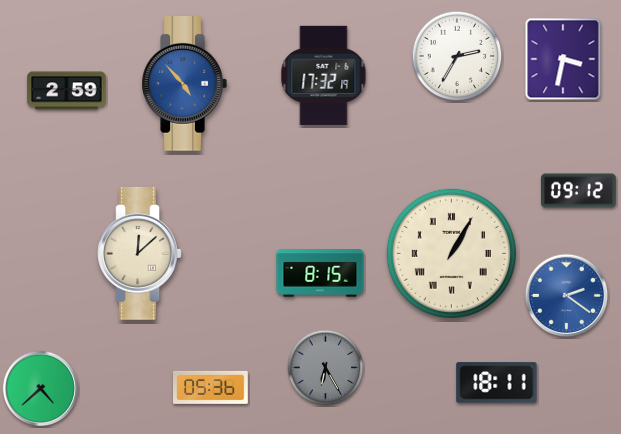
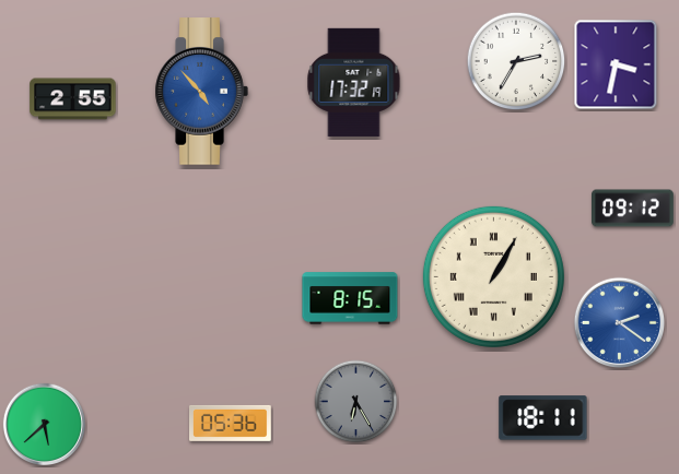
clock at (457, 56) position: (457, 56) -> (516, 61)
clock at (67, 91): 2:59 -> 2:55
clock at (140, 253): 12:08 -> none
clock at (40, 388): 4:38 -> 5:38
